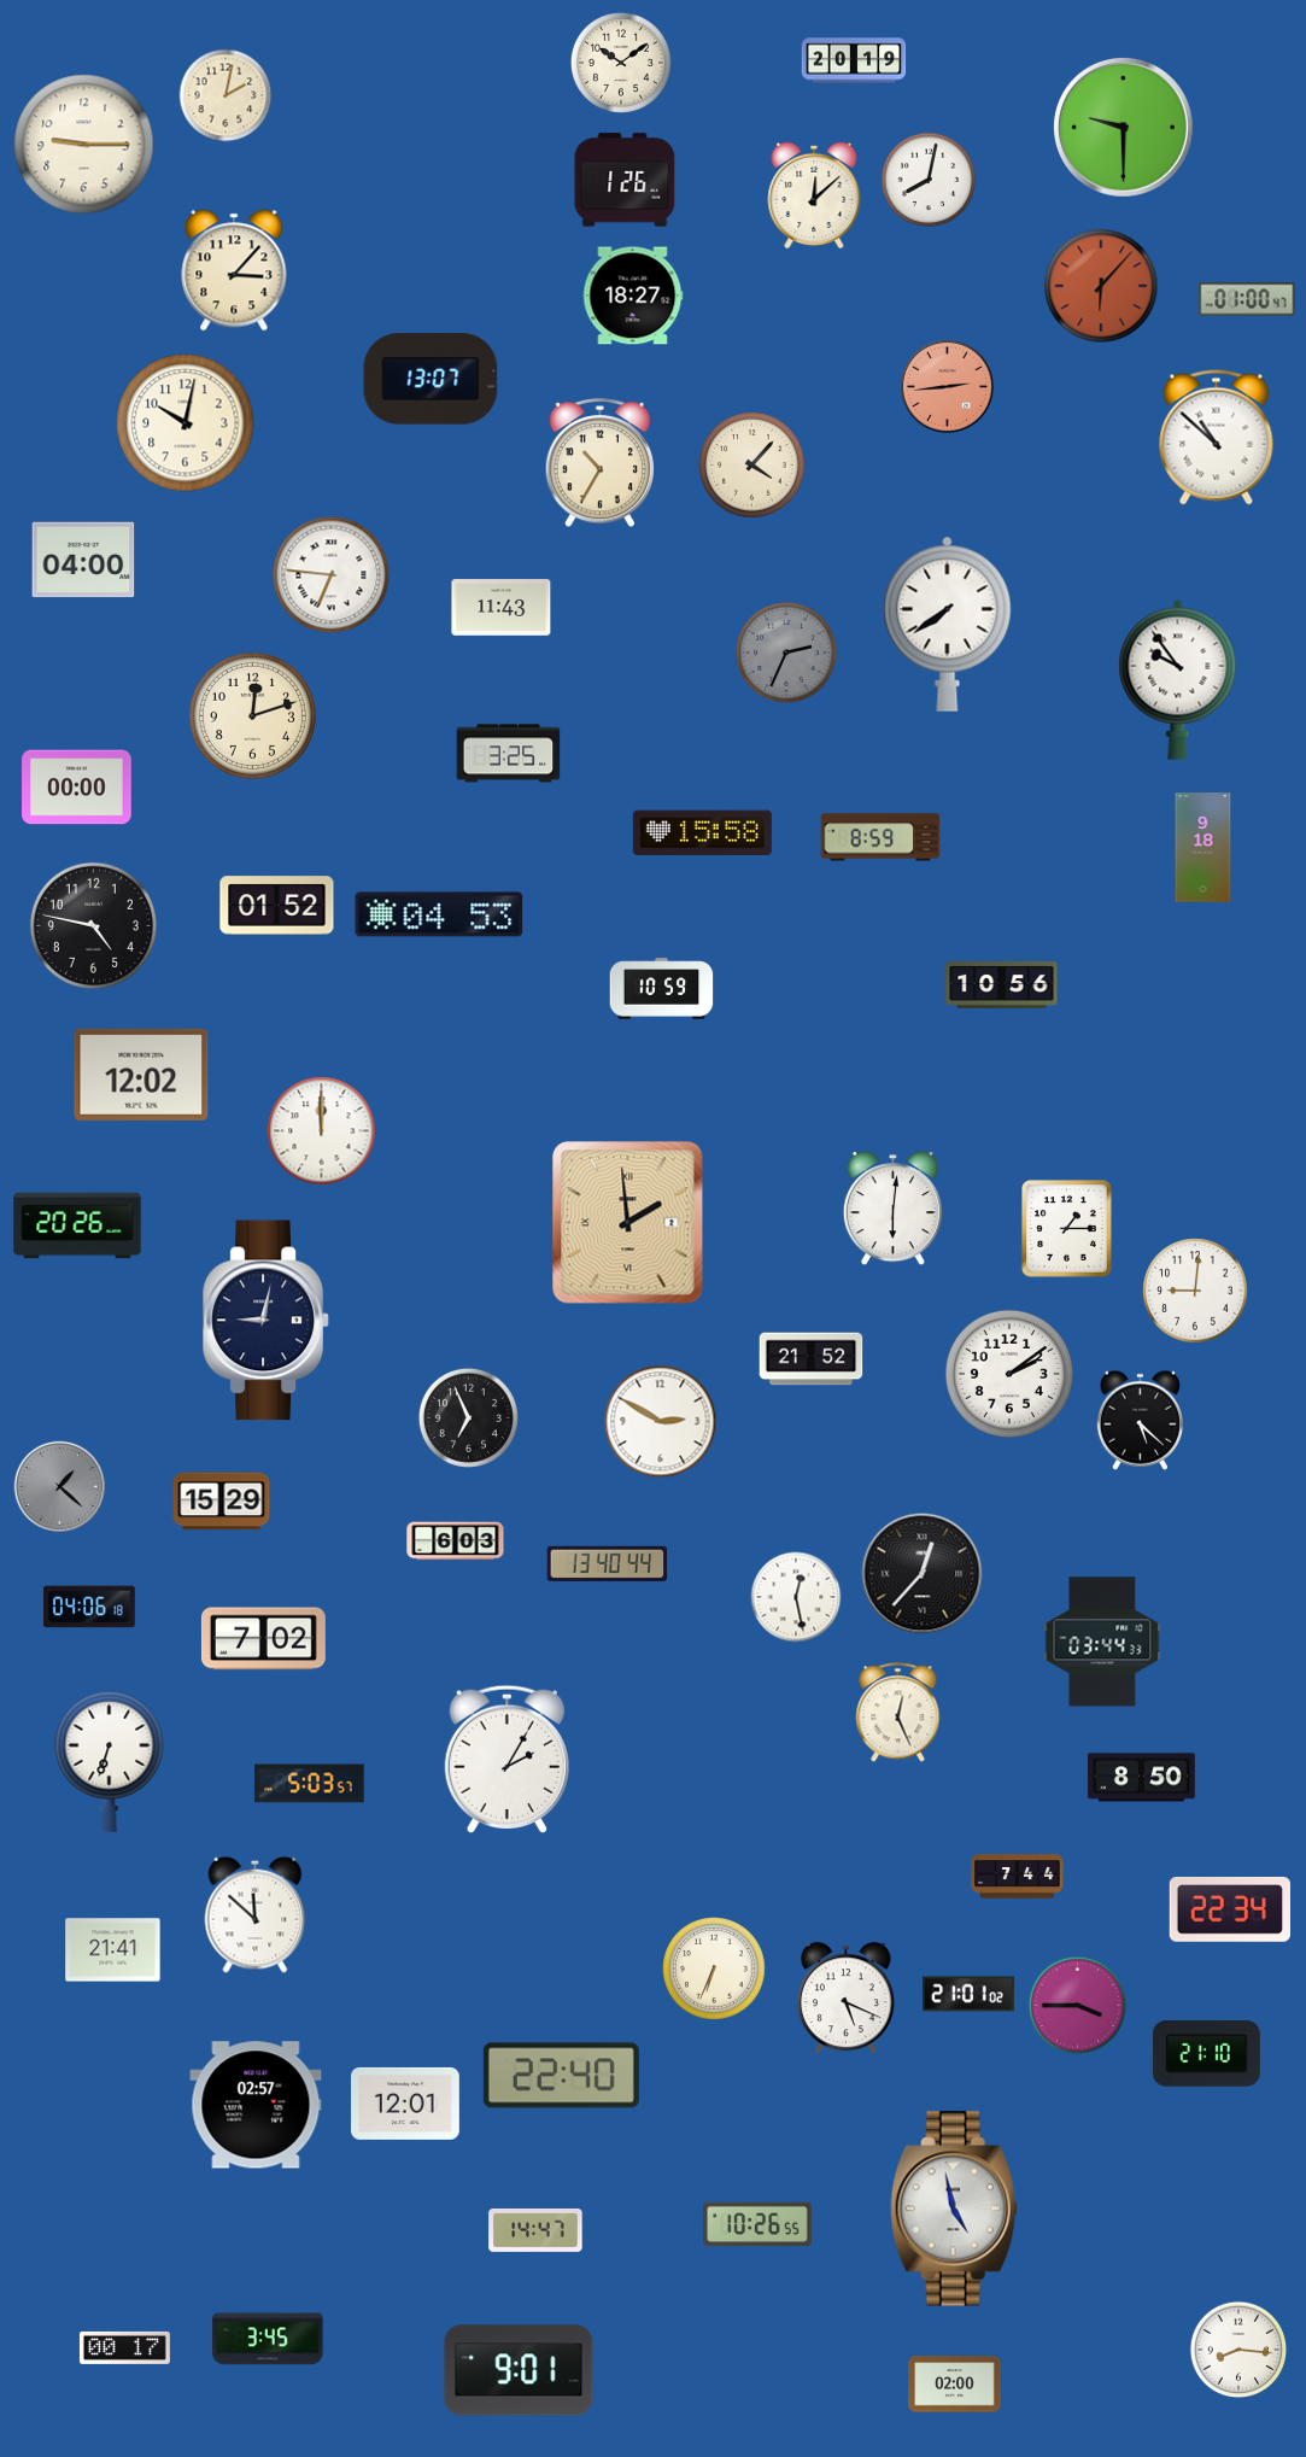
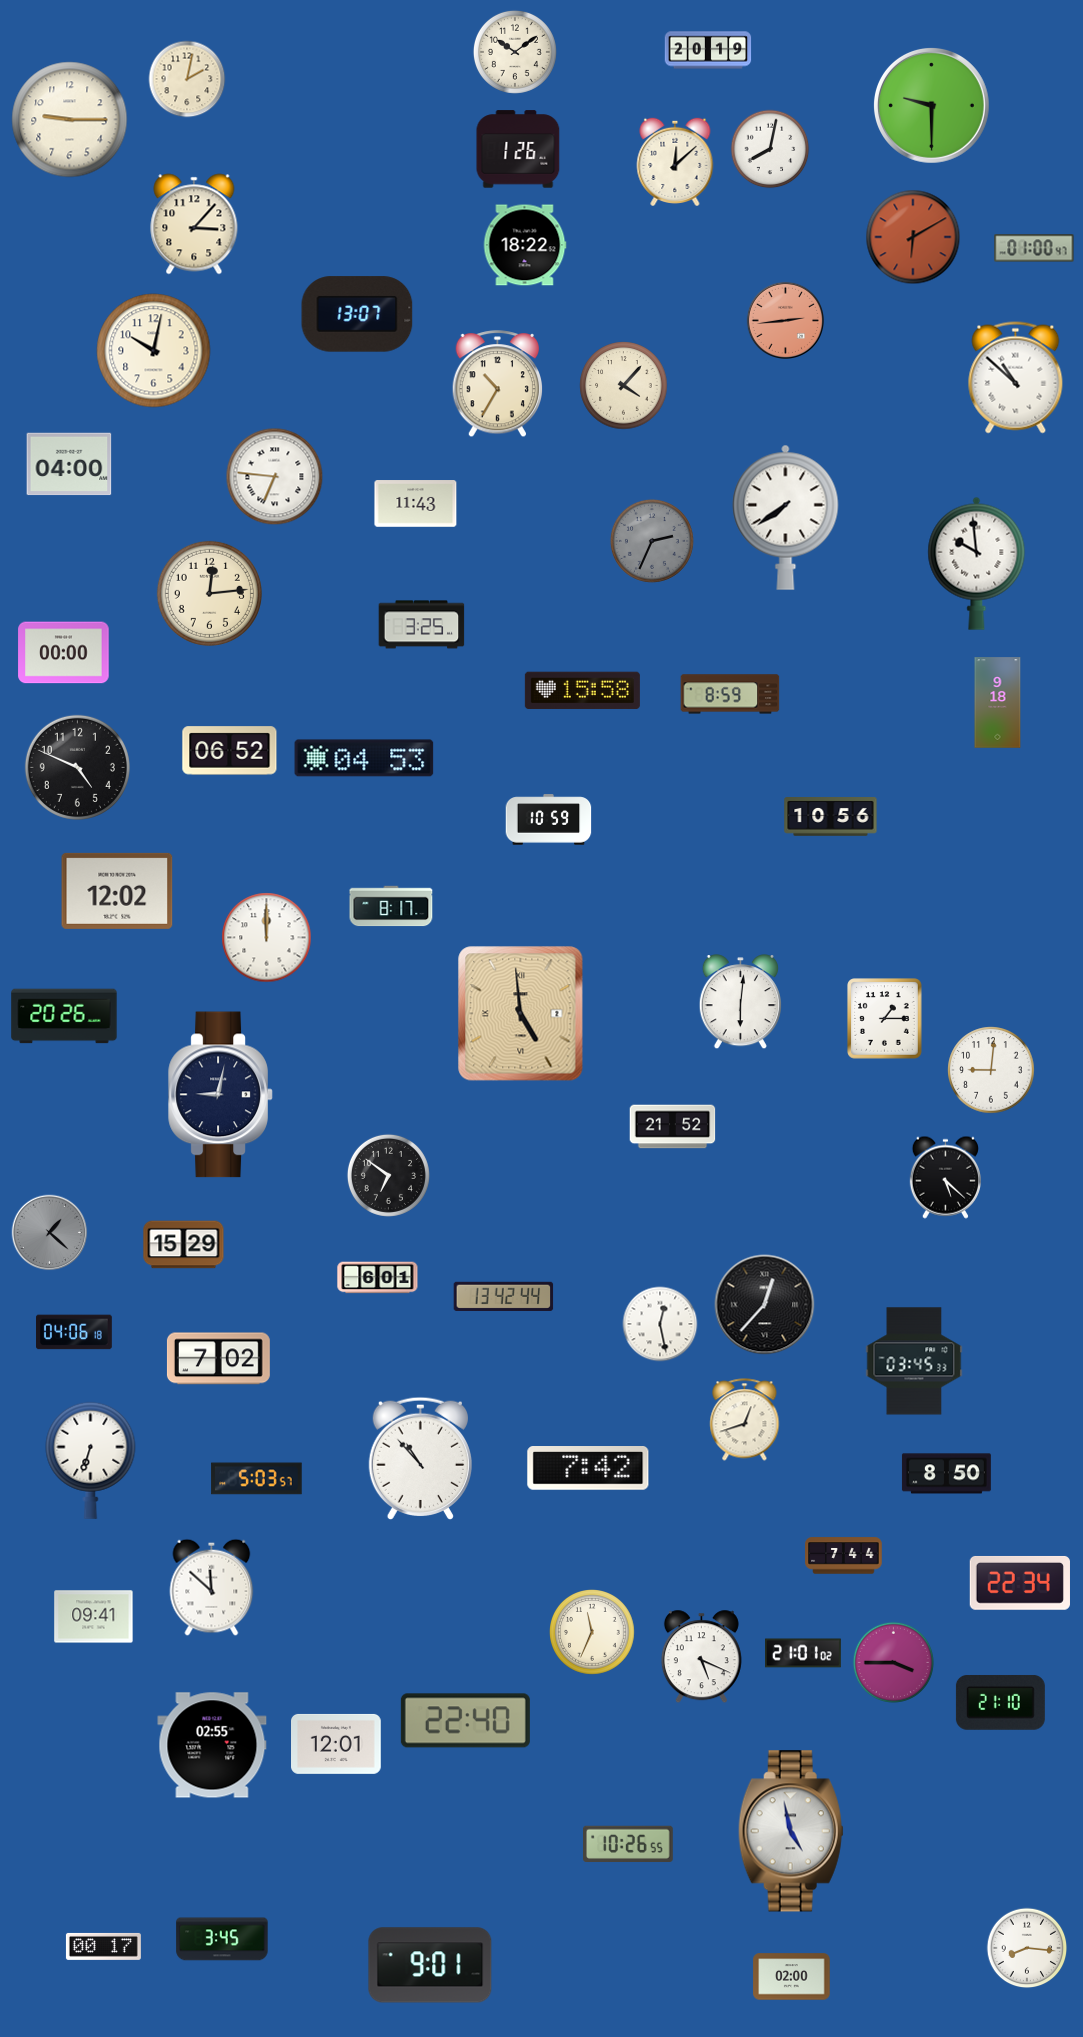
clock at (1101, 286): 6:07 -> 6:10
clock at (633, 296): 18:27 -> 18:22
clock at (1217, 438) position: (1217, 438) -> (1016, 378)
clock at (1178, 679): 9:54 -> 9:59
clock at (252, 715): 12:12 -> 12:14
clock at (277, 906): 01:52 -> 06:52
clock at (93, 925): 4:47 -> 4:49
clock at (391, 906): none -> 8:17
clock at (628, 1223): 1:59 -> 4:59
clock at (1009, 1374): 2:09 -> none
clock at (468, 1417): 6:56 -> 6:51
clock at (661, 1422): 2:50 -> none
clock at (456, 1542): 6:03 -> 6:01
clock at (608, 1563): 13:40 -> 13:42
clock at (1102, 1642): 03:44 -> 03:45
clock at (898, 1713): 12:26 -> 12:42
clock at (506, 1759): 2:05 -> 10:53
clock at (588, 1469): none -> 7:42
clock at (113, 1950): 21:41 -> 09:41
clock at (715, 1970): 6:34 -> 11:34
clock at (256, 2105): 02:57 -> 02:55
clock at (535, 2230): 14:47 -> none
